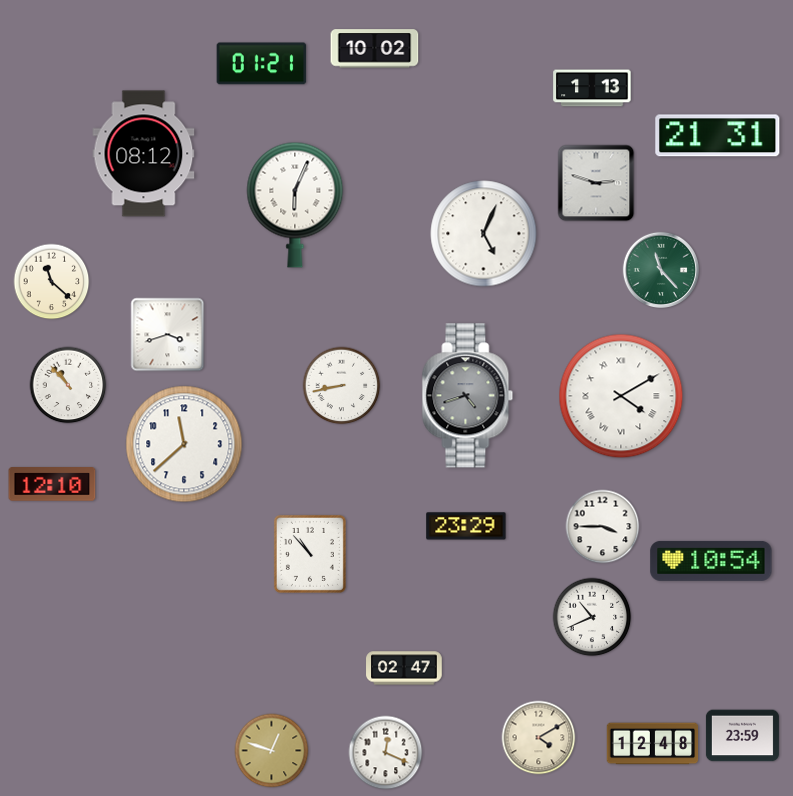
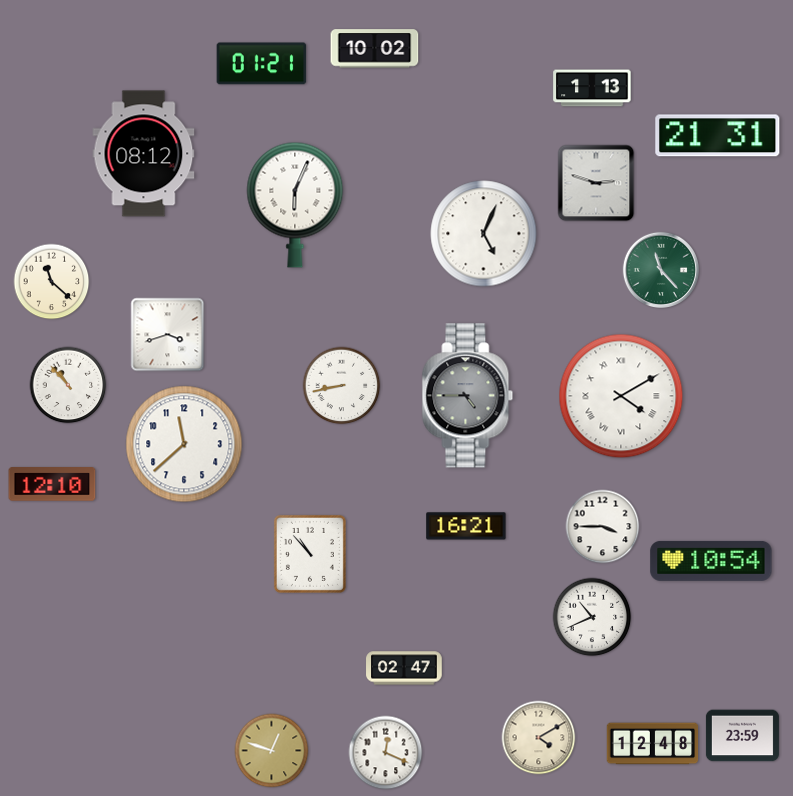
clock at (468, 396): 4:42 -> 4:45
clock at (466, 526): 23:29 -> 16:21
